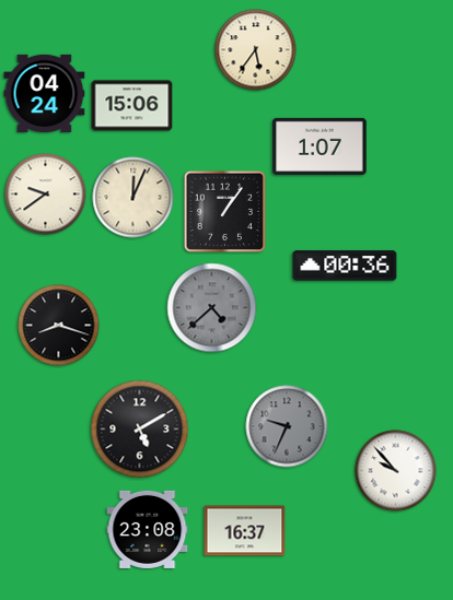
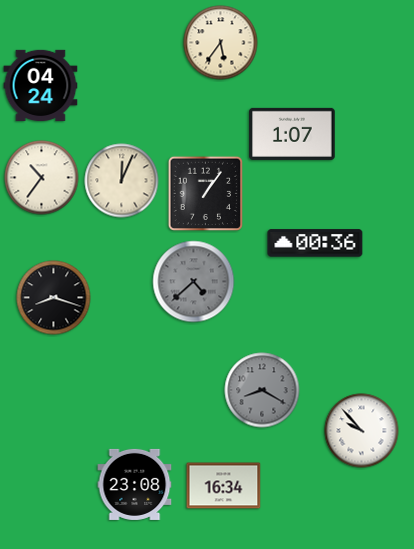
clock at (256, 50) position: (256, 50) -> (221, 43)
clock at (132, 106): 15:06 -> none
clock at (46, 195): 9:39 -> 10:36
clock at (287, 426): 9:34 -> 8:20
clock at (140, 430): 5:10 -> none
clock at (245, 531): 16:37 -> 16:34
